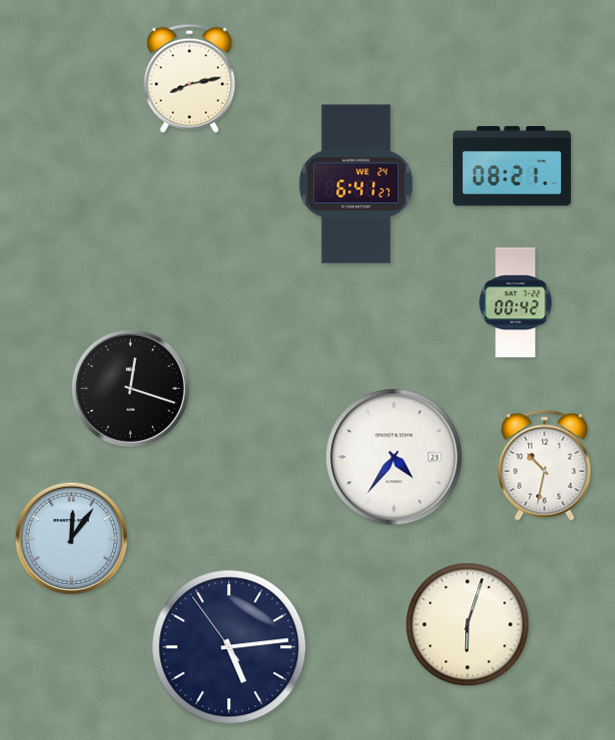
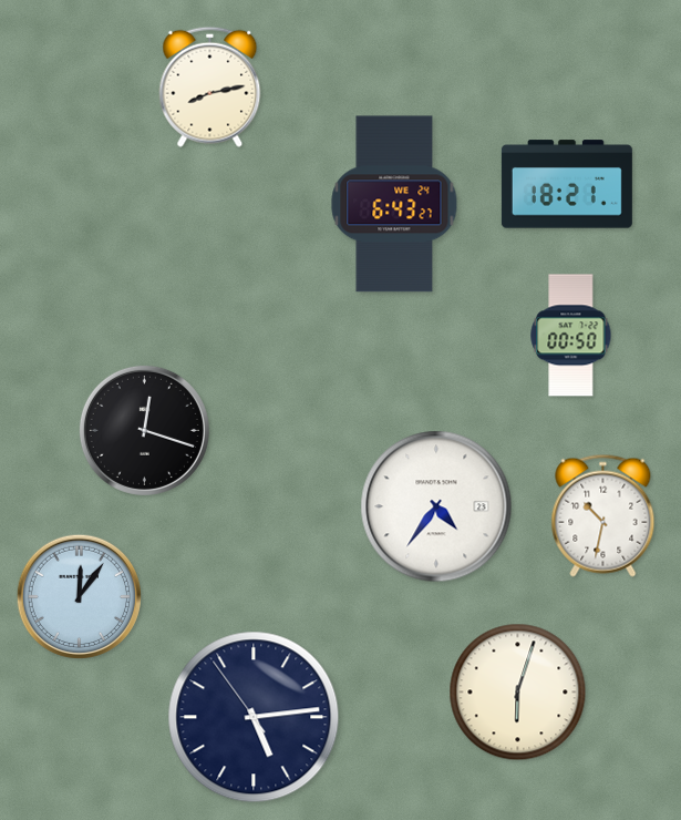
clock at (512, 166): 08:21 -> 18:21
clock at (356, 184): 6:41 -> 6:43
clock at (516, 303): 00:42 -> 00:50
